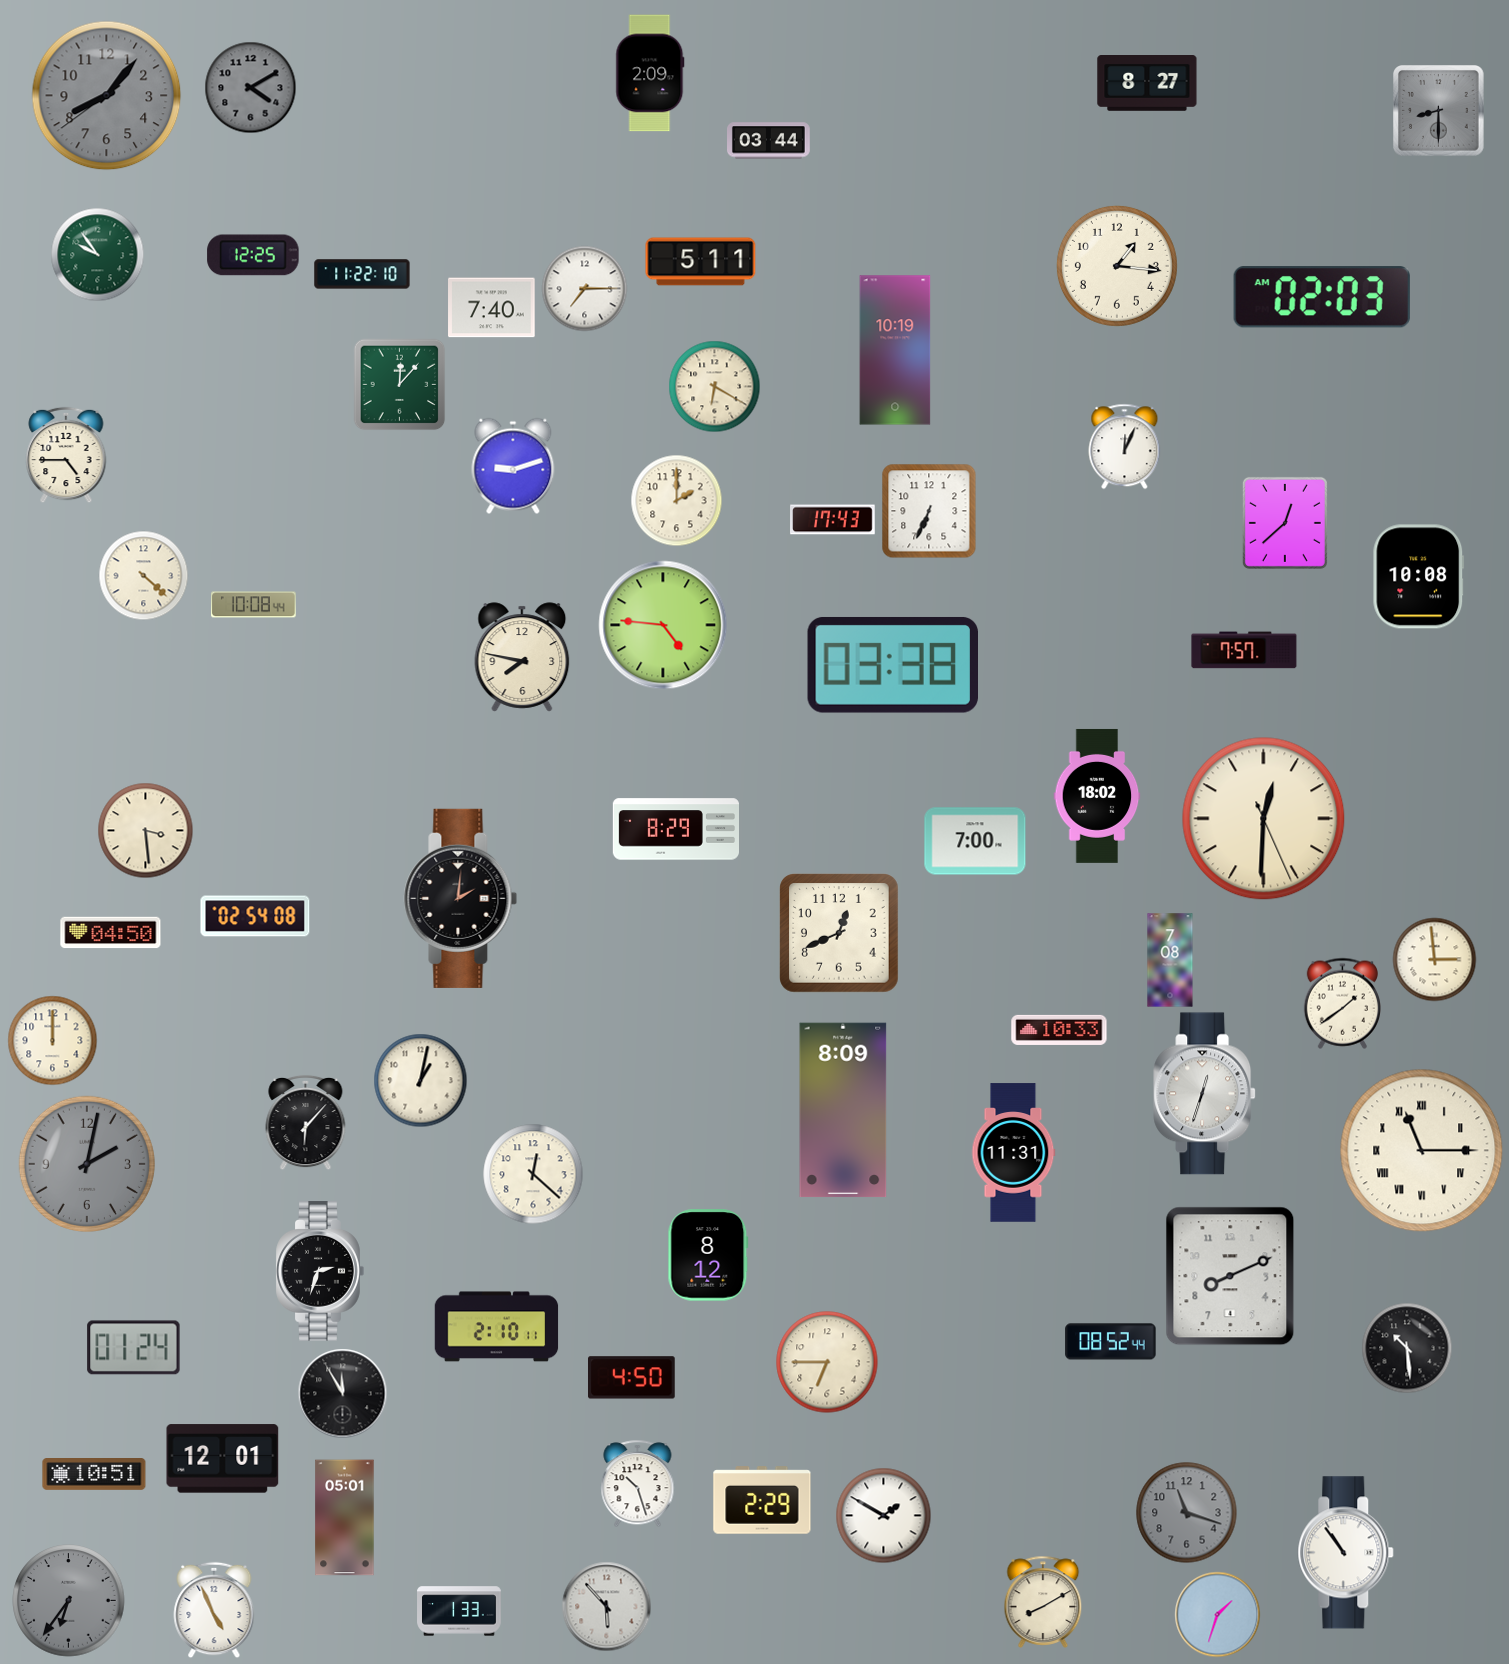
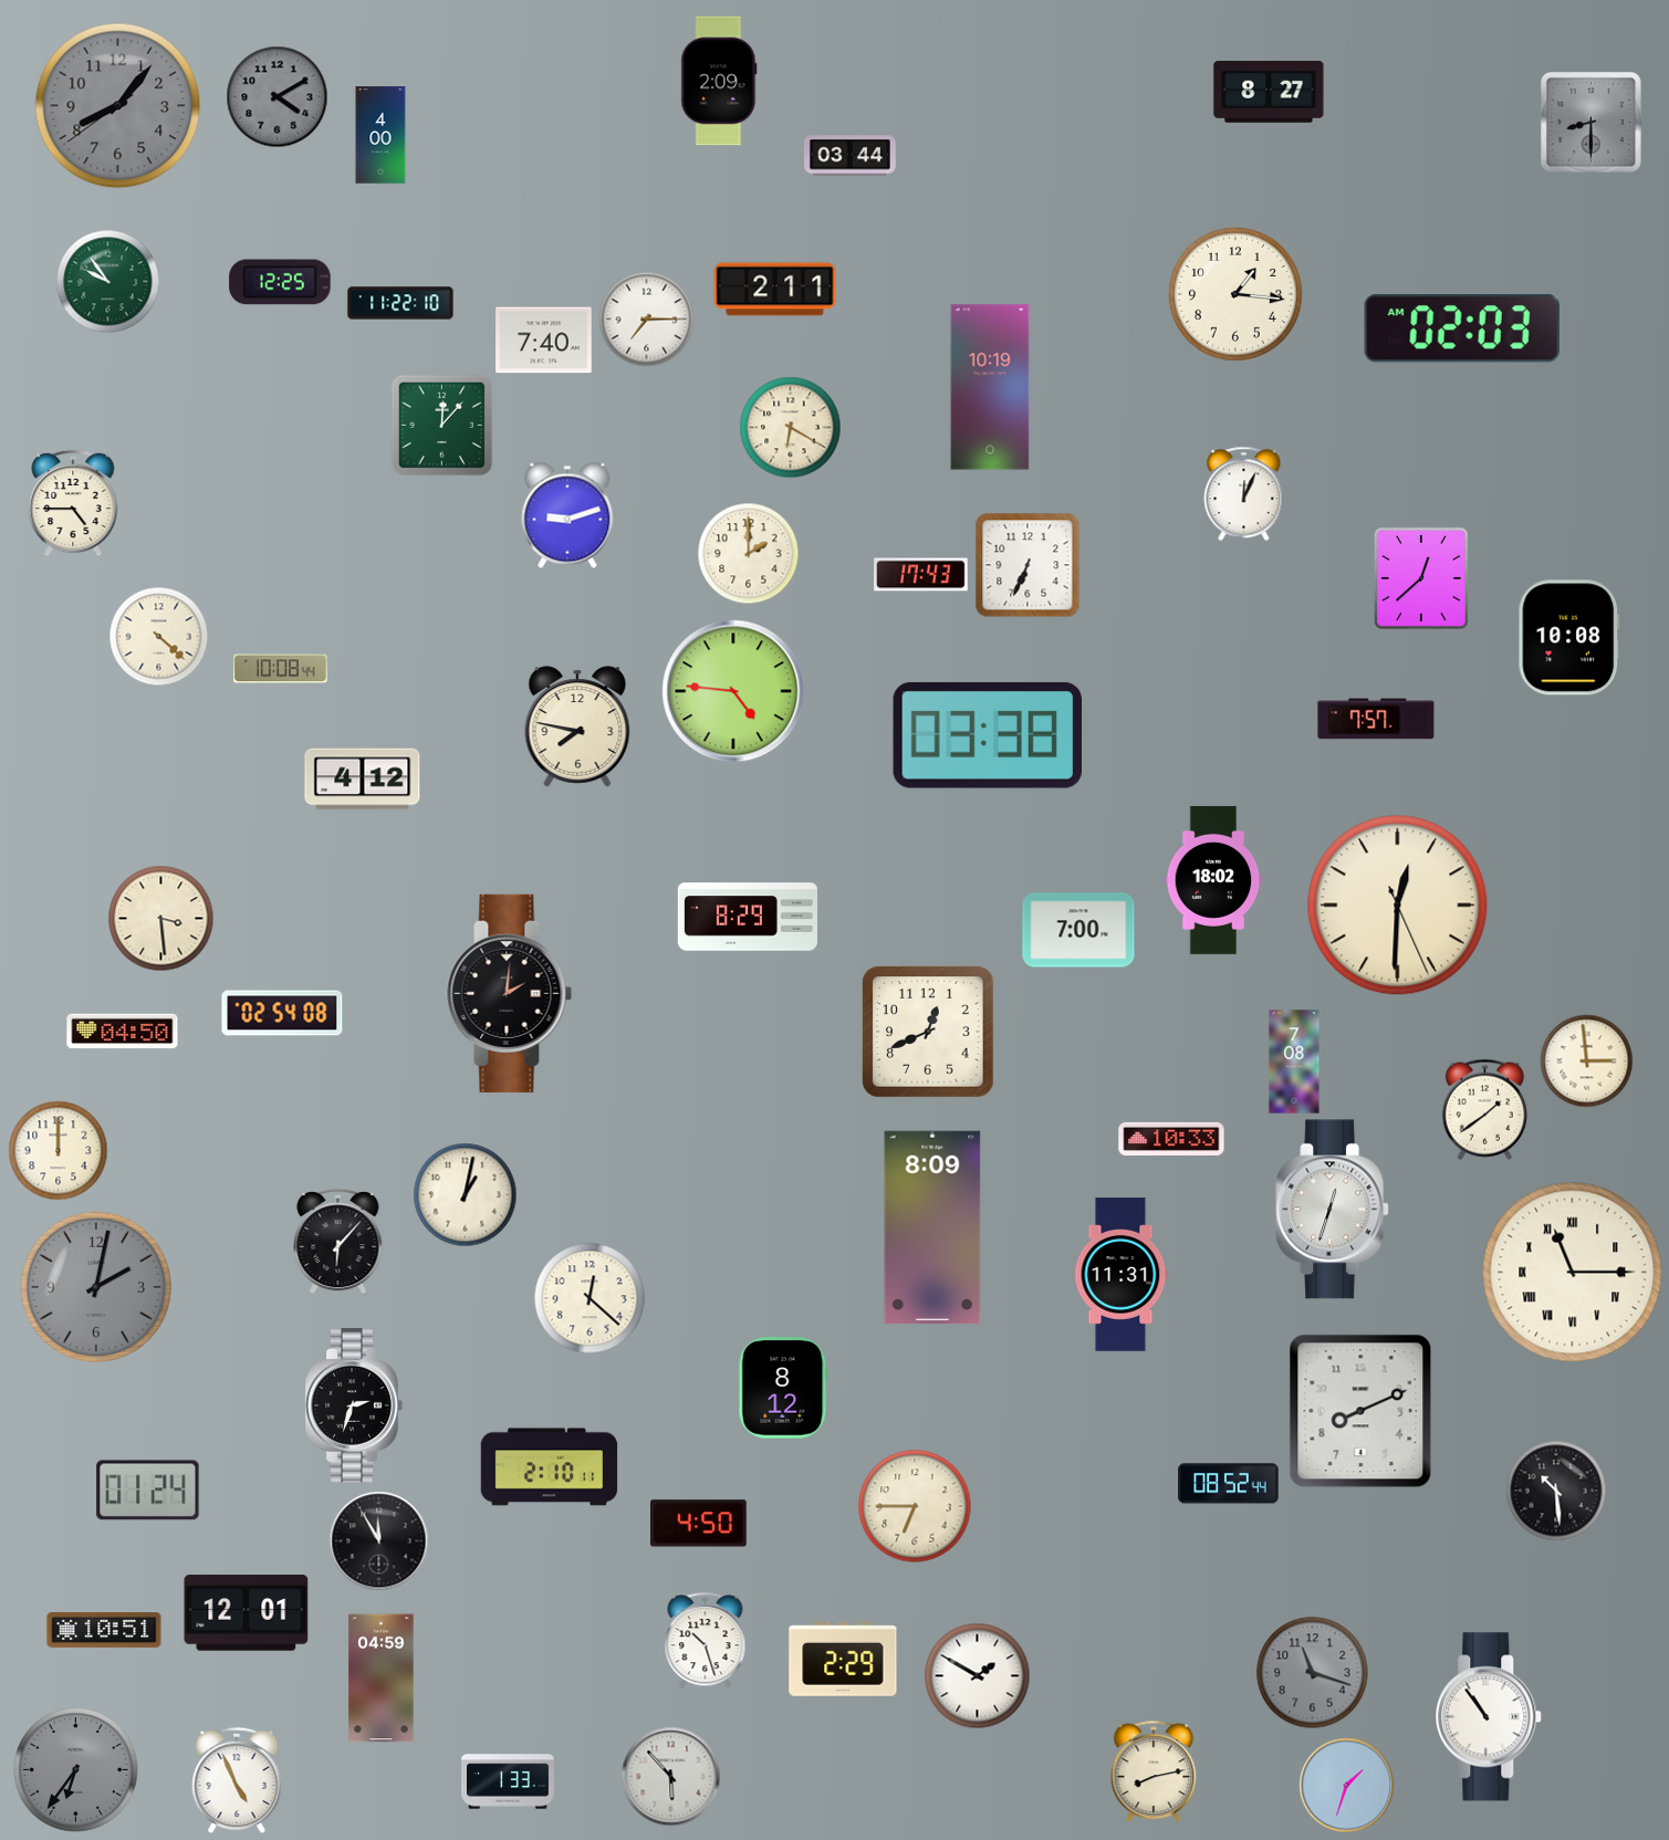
clock at (380, 135): none -> 4:00
clock at (701, 262): 5:11 -> 2:11
clock at (363, 780): none -> 4:12
clock at (345, 1518): 05:01 -> 04:59
clock at (1043, 1602): 8:10 -> 8:13
